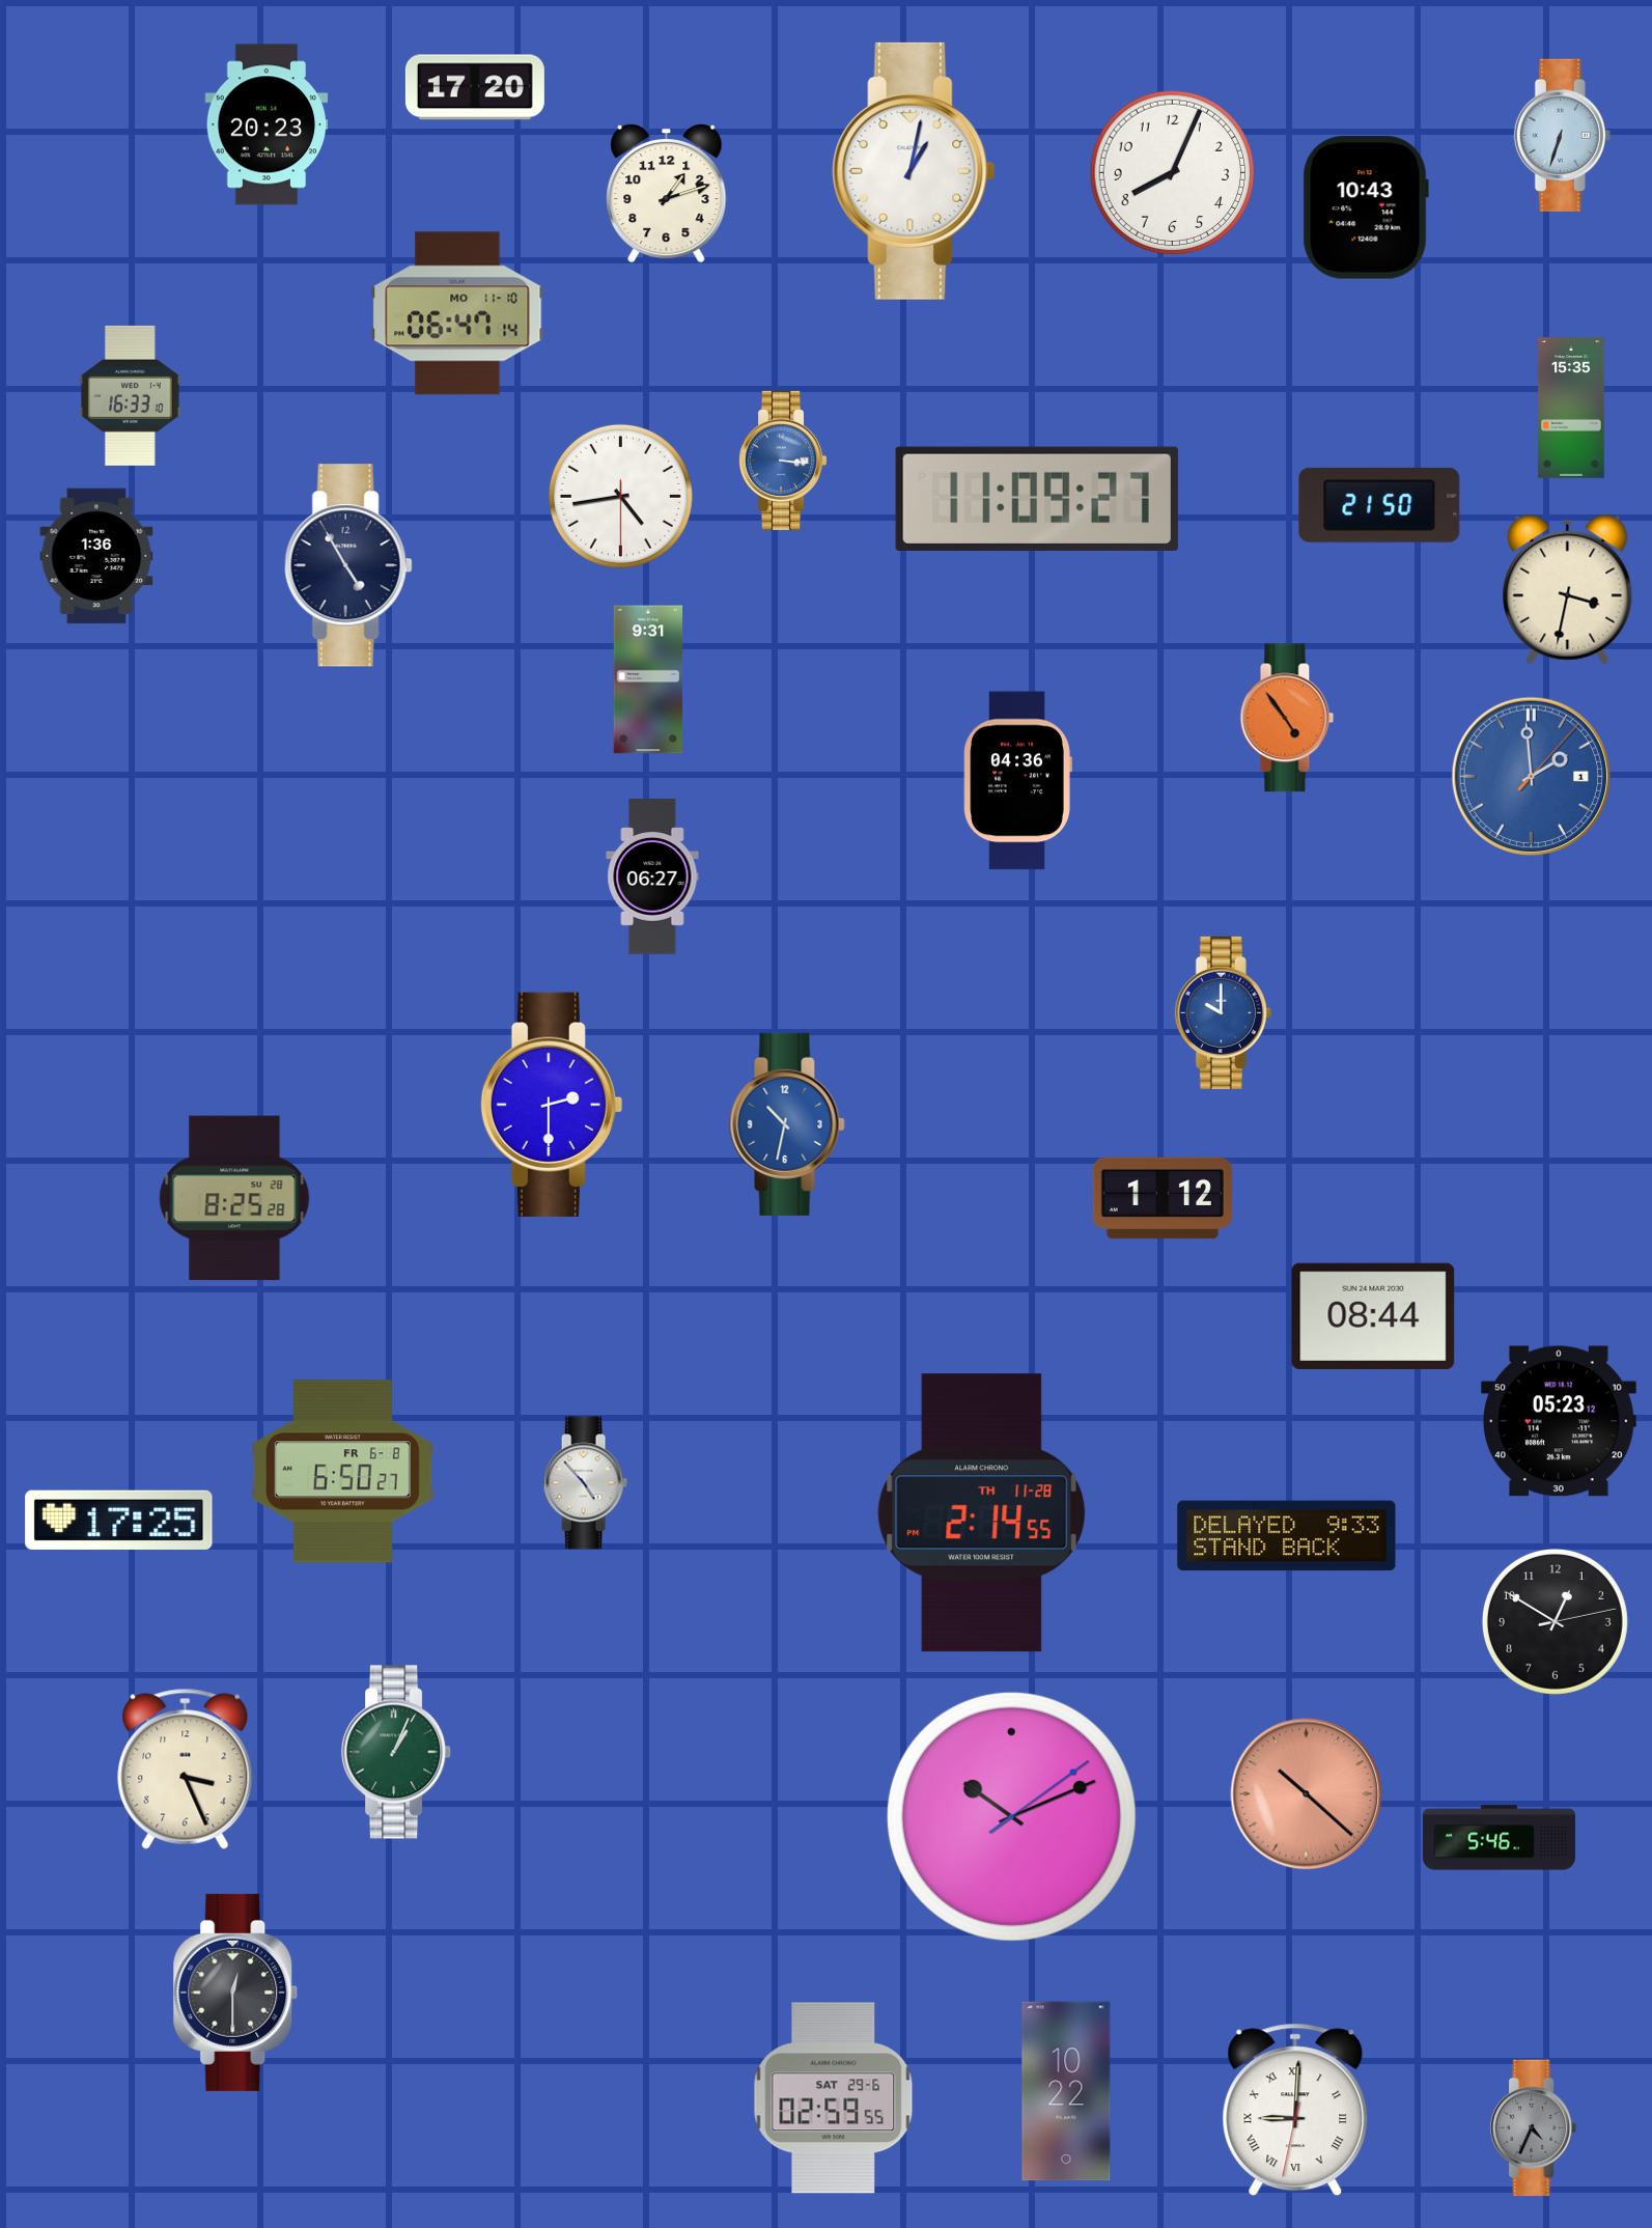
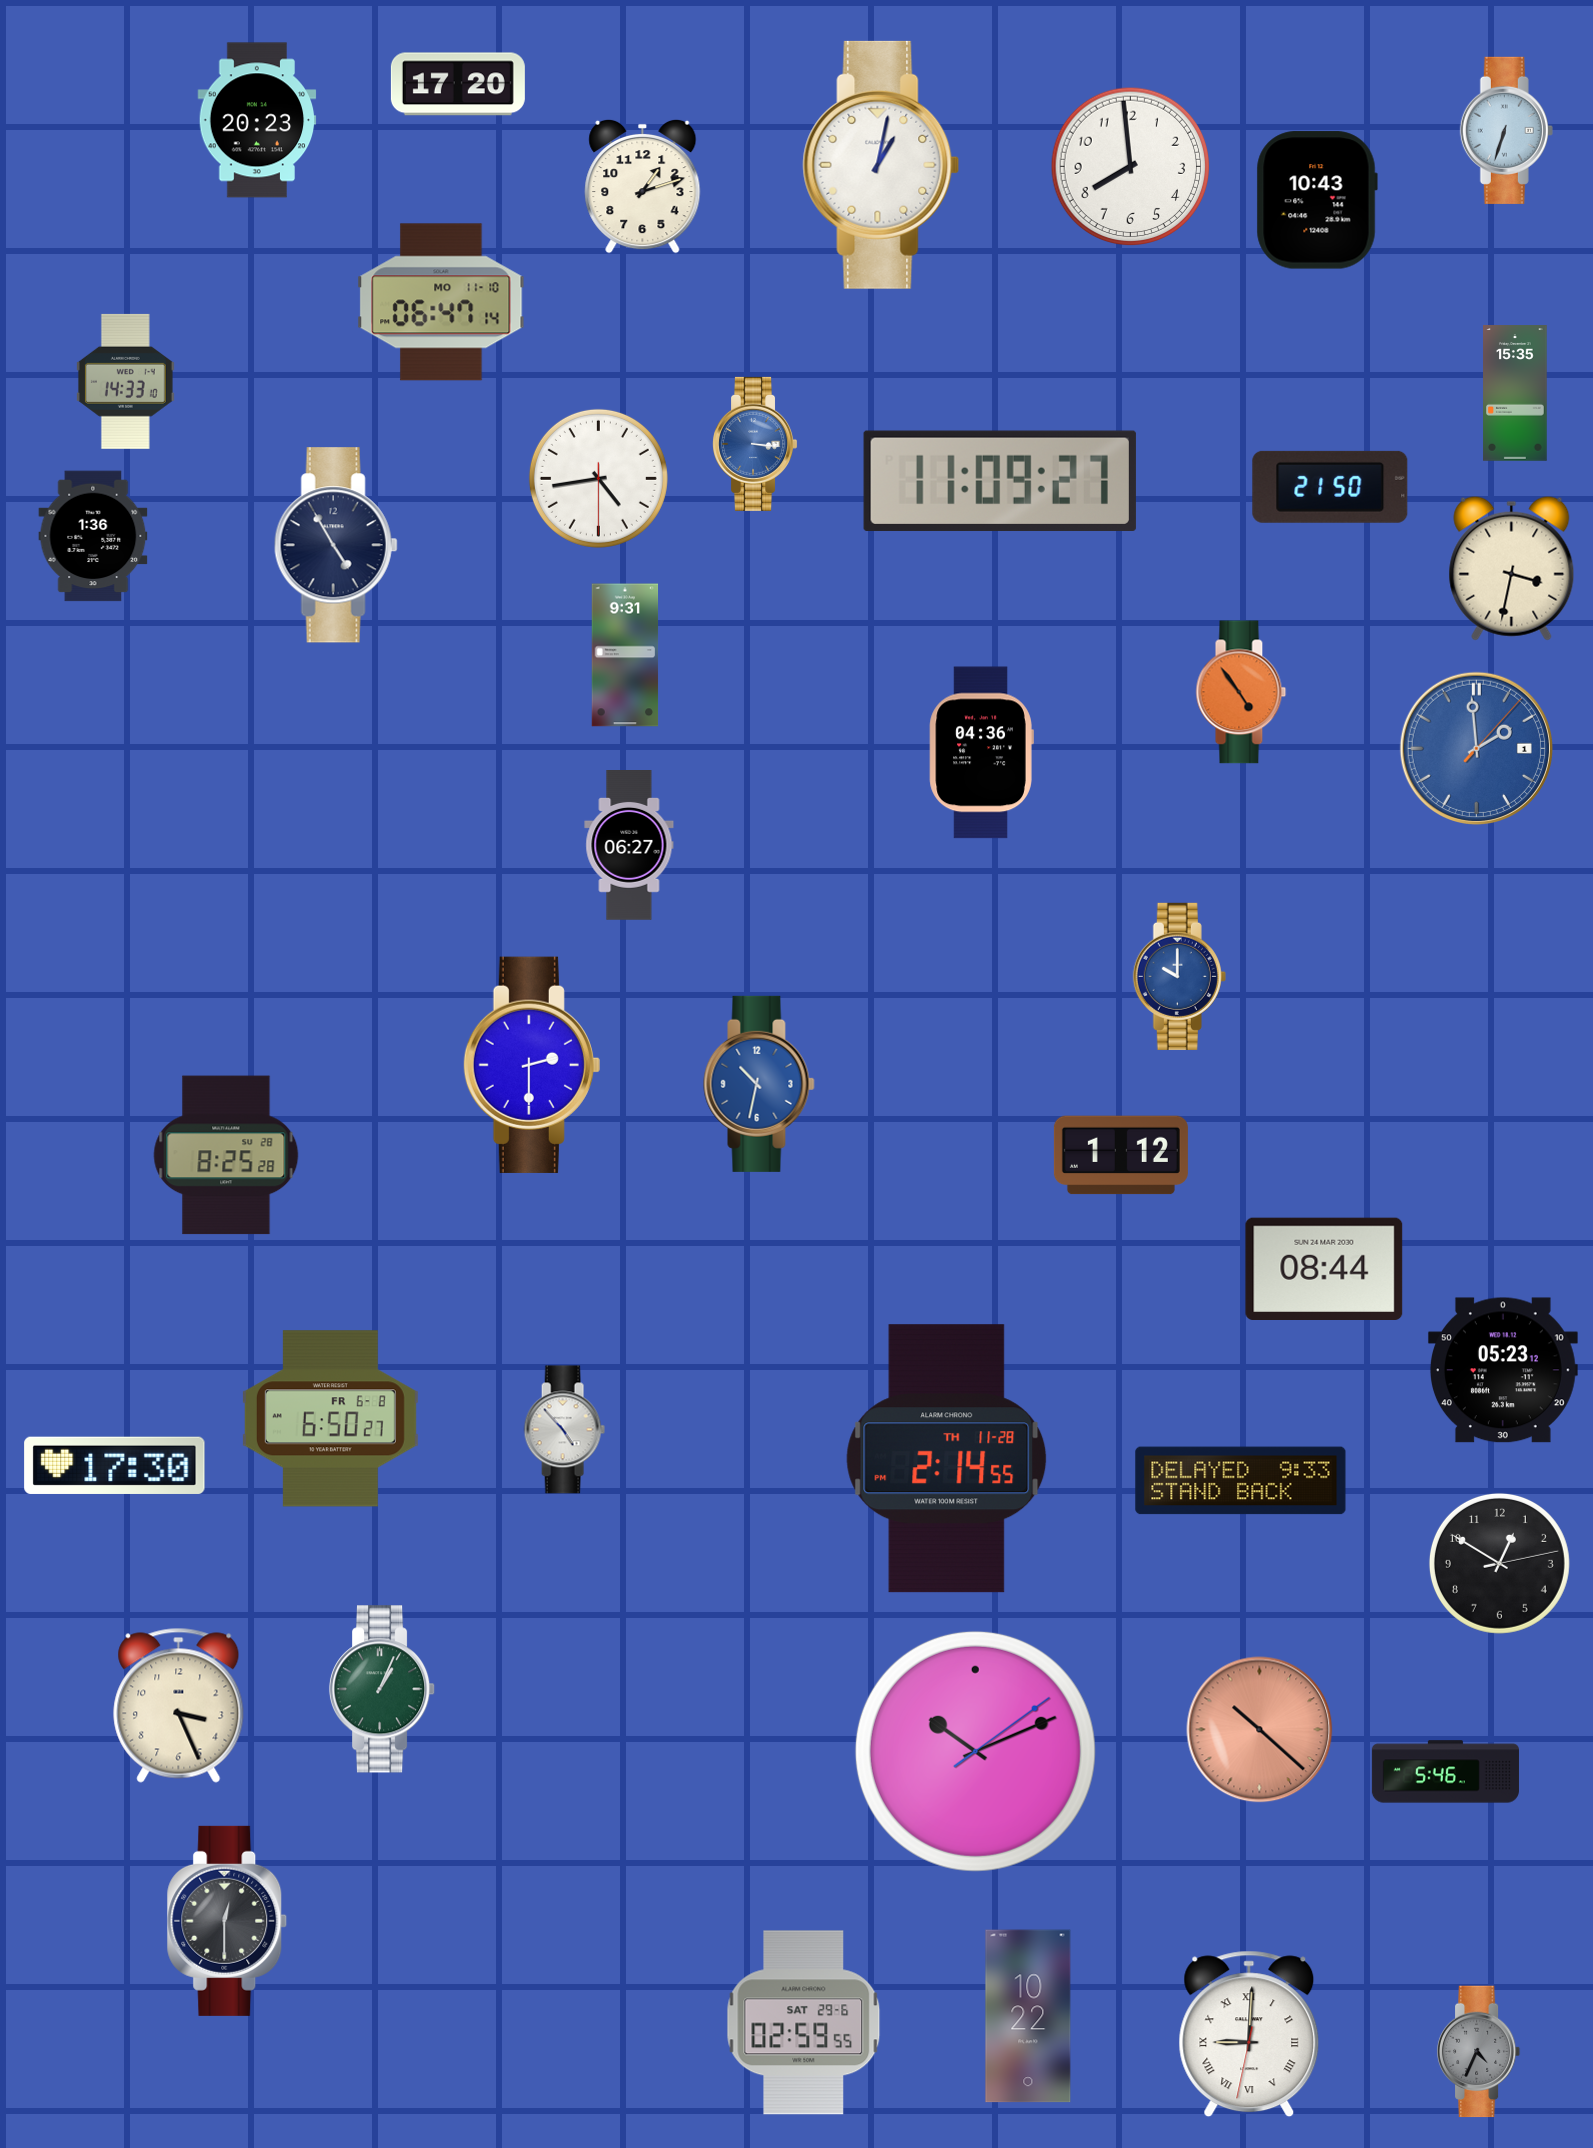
clock at (1173, 173): 8:04 -> 7:59
clock at (130, 395): 16:33 -> 14:33
clock at (119, 1520): 17:25 -> 17:30
